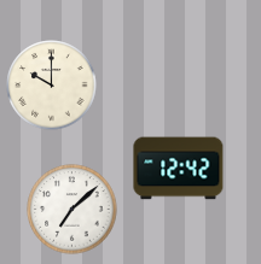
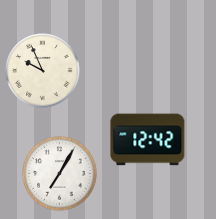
clock at (52, 86): 10:00 -> 9:56
clock at (72, 210): 7:08 -> 7:05
